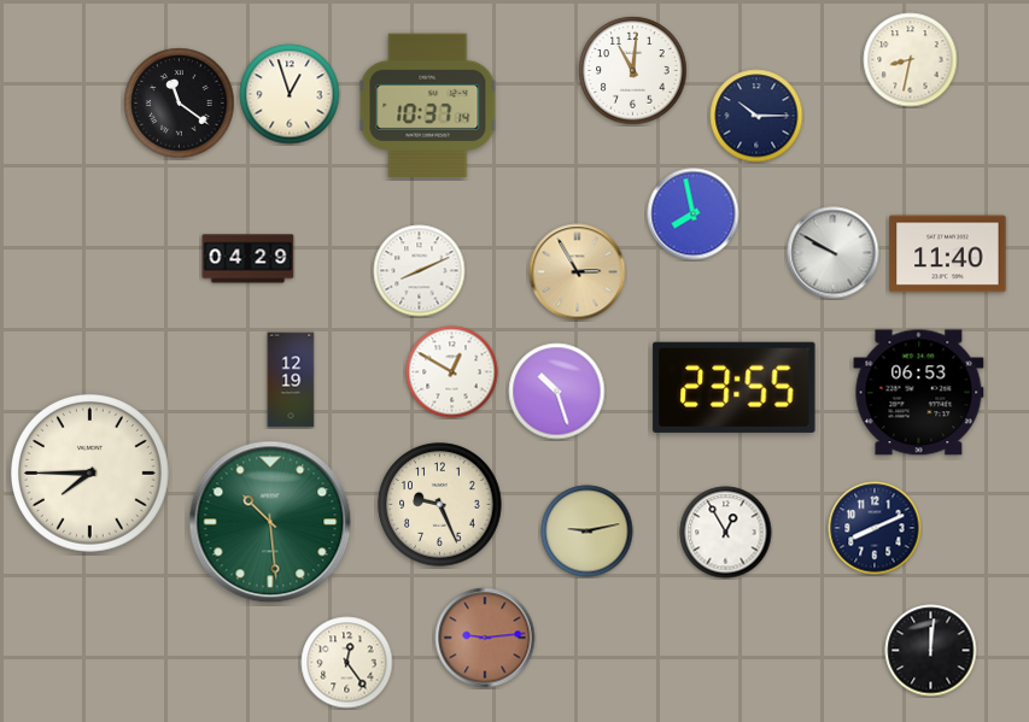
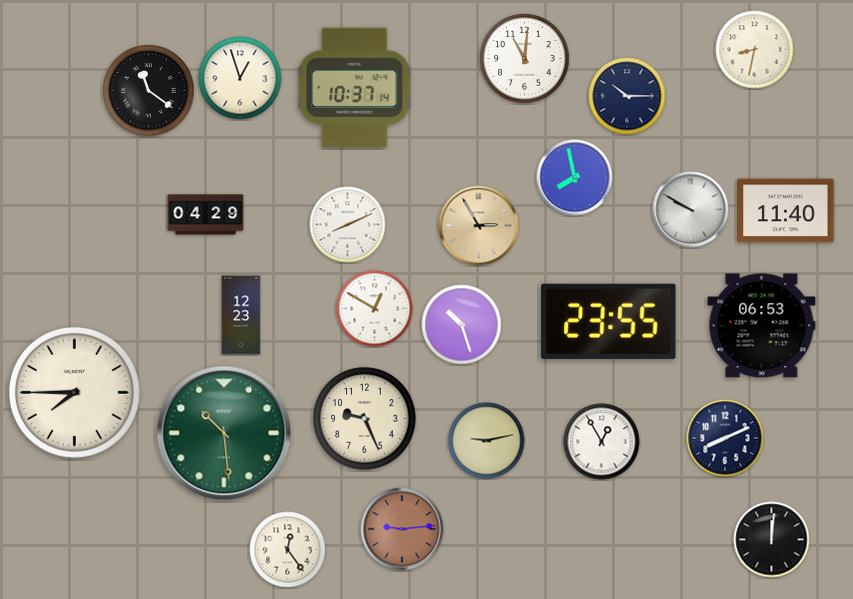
clock at (180, 104) position: (180, 104) -> (149, 91)
clock at (291, 380): 12:19 -> 12:23
